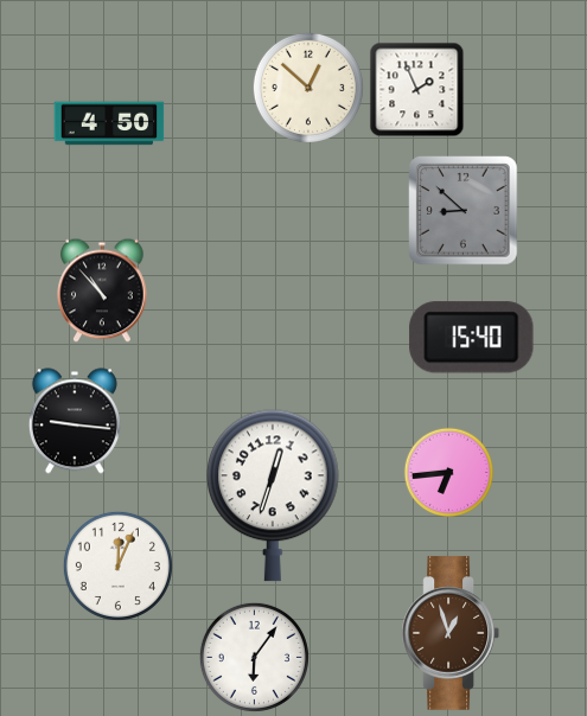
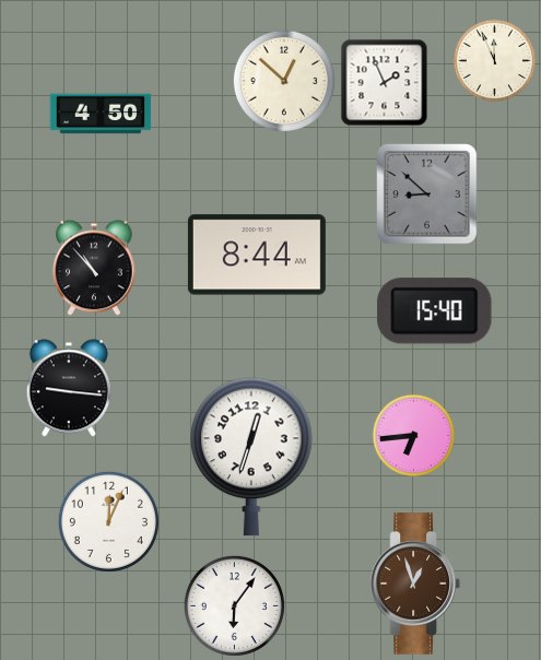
clock at (495, 61): none -> 11:56
clock at (257, 255): none -> 8:44
